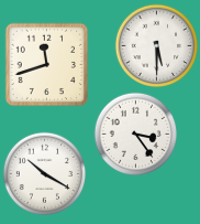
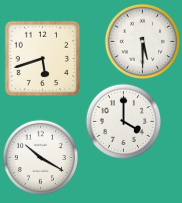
clock at (47, 65): 11:42 -> 5:42
clock at (136, 135): 3:24 -> 4:00
